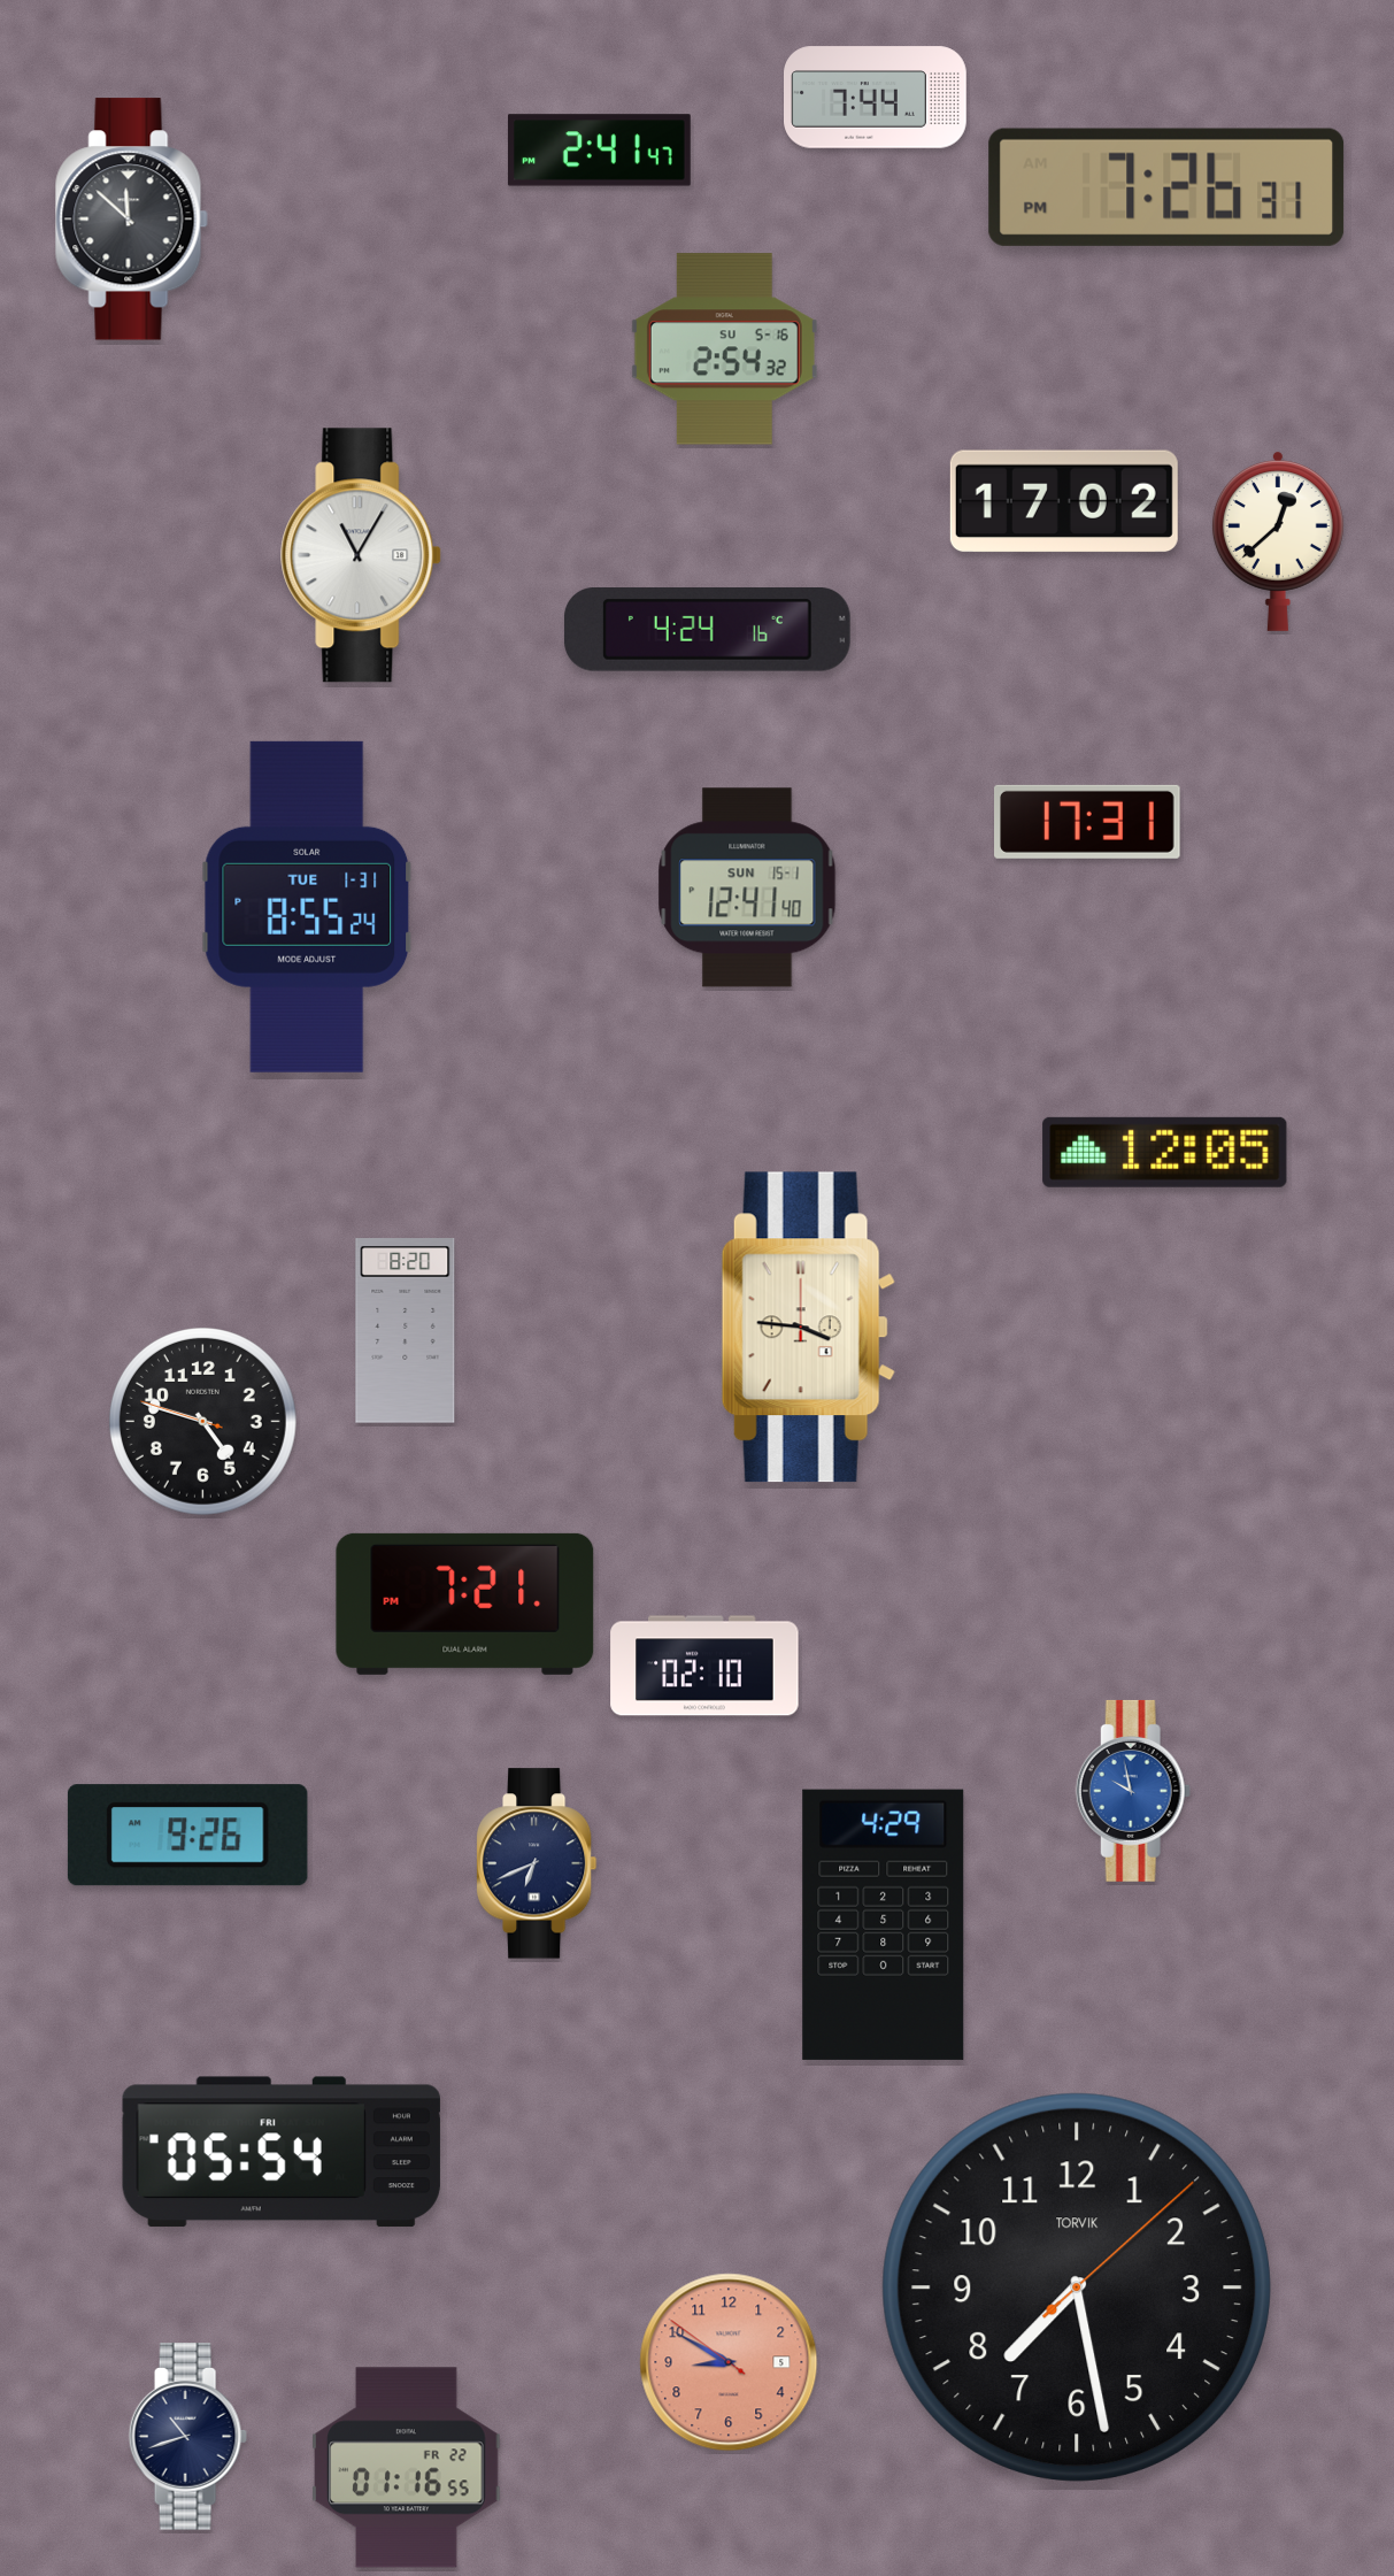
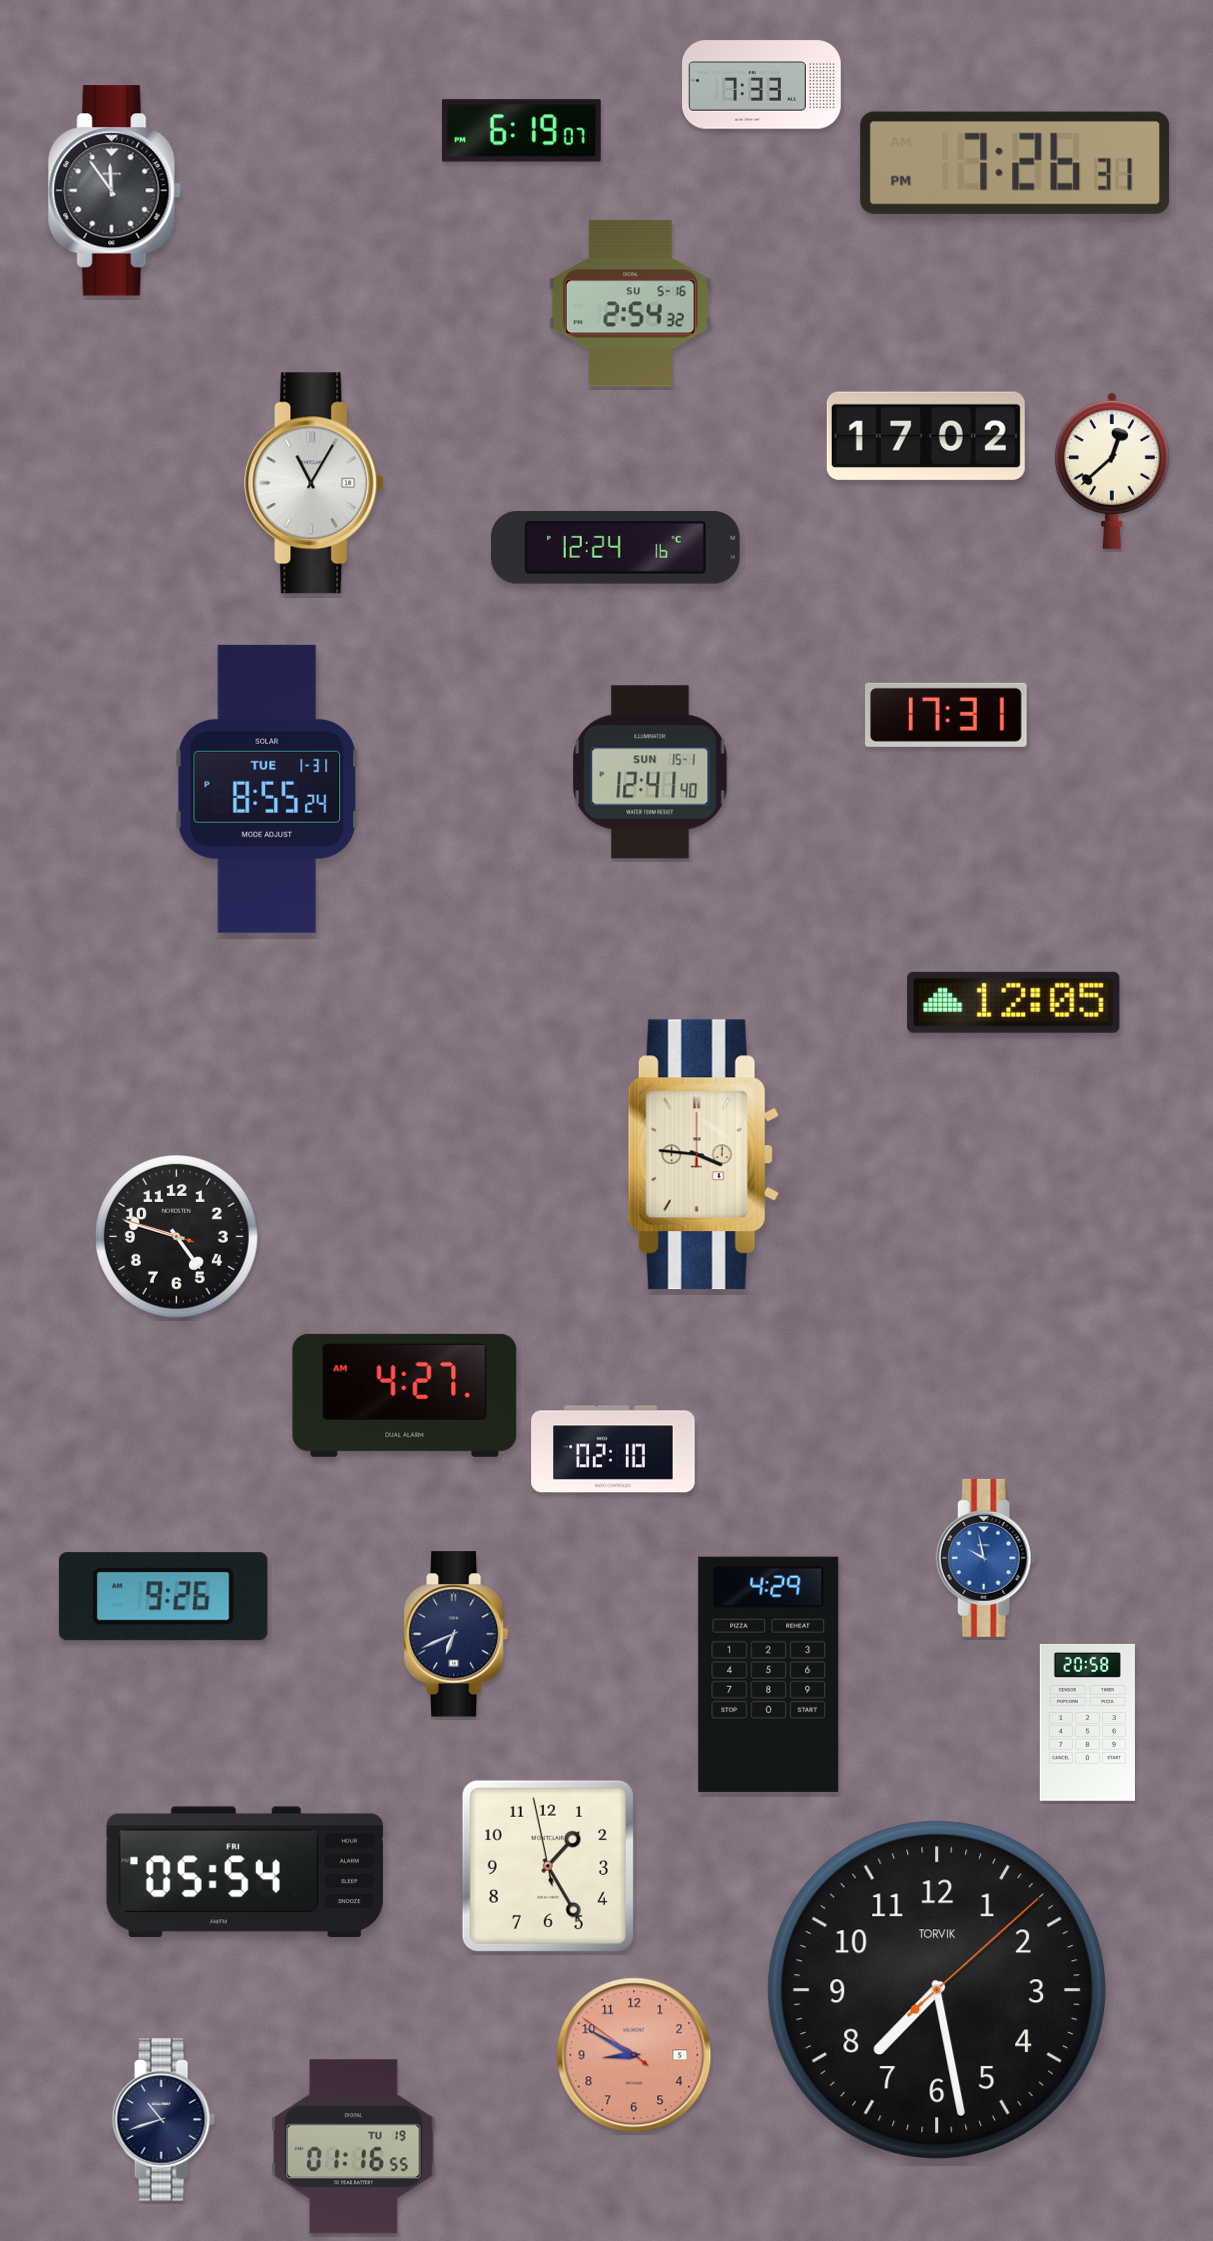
clock at (876, 98): 7:44 -> 7:33
clock at (599, 151): 2:41 -> 6:19
clock at (131, 220): 11:52 -> 11:54
clock at (707, 630): 4:24 -> 12:24
clock at (406, 1331): 8:20 -> none
clock at (465, 1604): 7:21 -> 4:27
clock at (537, 1863) position: (537, 1863) -> (456, 1634)
clock at (1087, 1722): none -> 20:58
clock at (548, 1866): none -> 1:24
clock at (407, 2468) date: FR 22 -> TU 19
